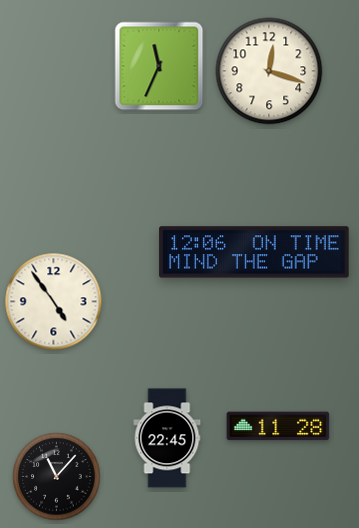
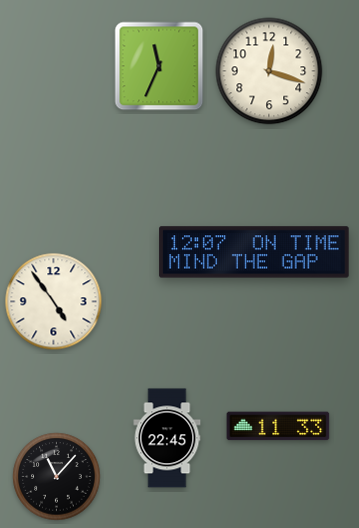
clock at (254, 252): 12:06 -> 12:07
clock at (278, 426): 11:28 -> 11:33
